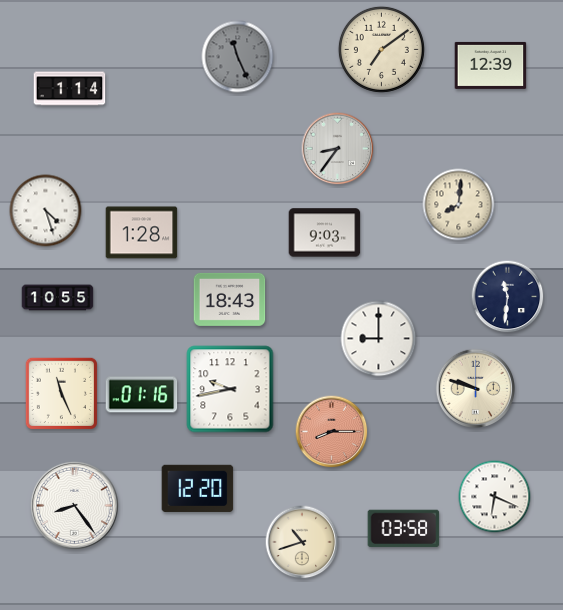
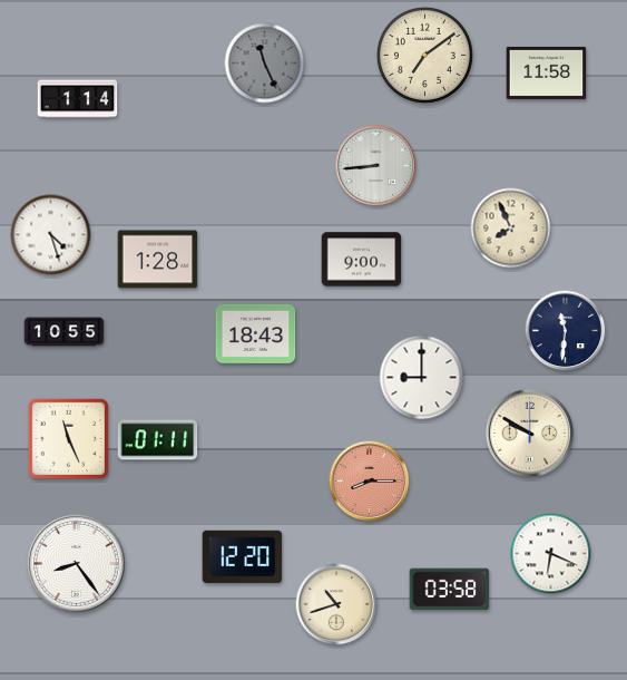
clock at (491, 65): 12:39 -> 11:58
clock at (338, 149): 8:36 -> 8:44
clock at (459, 205): 8:01 -> 7:56
clock at (325, 233): 9:03 -> 9:00
clock at (475, 388): 9:48 -> 9:50
clock at (230, 389): 9:43 -> none
clock at (142, 395): 01:16 -> 01:11
clock at (198, 488) position: (198, 488) -> (243, 556)
clock at (74, 505) position: (74, 505) -> (76, 563)
